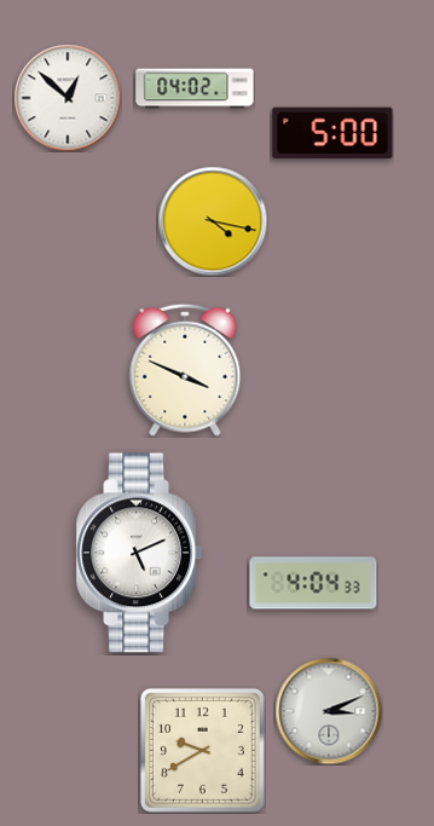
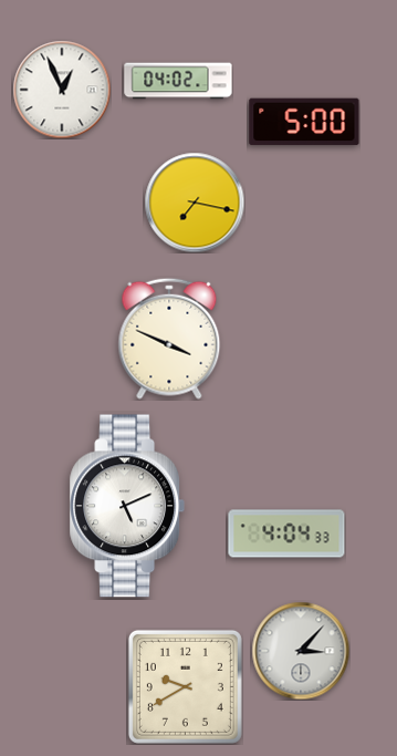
clock at (68, 98): 12:52 -> 12:56
clock at (213, 221): 4:17 -> 7:17
clock at (329, 711): 3:11 -> 3:07
